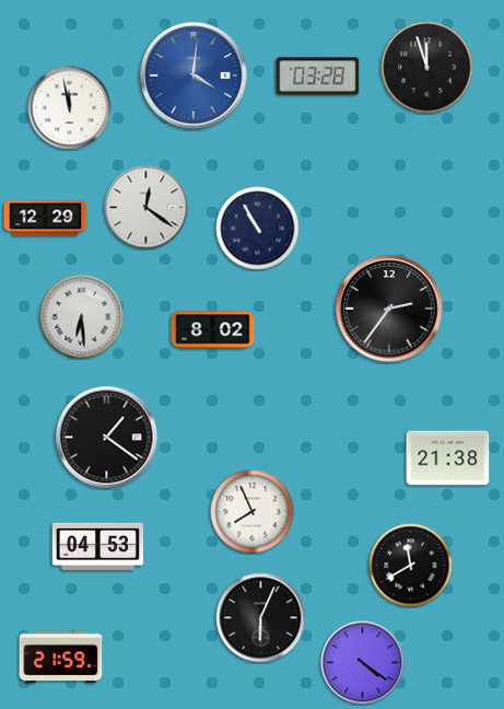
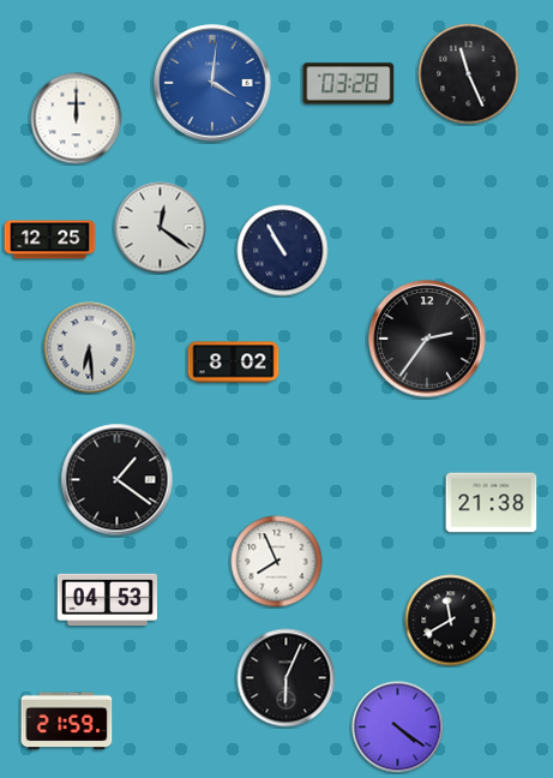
clock at (427, 68): 11:57 -> 11:26
clock at (70, 108): 11:58 -> 12:00
clock at (46, 219): 12:29 -> 12:25
